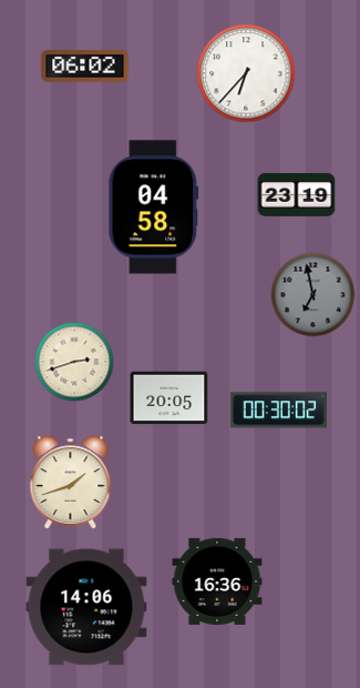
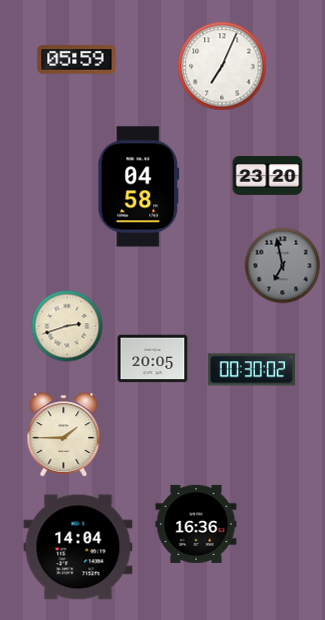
clock at (85, 67): 06:02 -> 05:59
clock at (246, 73): 6:37 -> 7:04
clock at (297, 194): 23:19 -> 23:20
clock at (71, 483): 1:42 -> 1:45
clock at (86, 607): 14:06 -> 14:04
